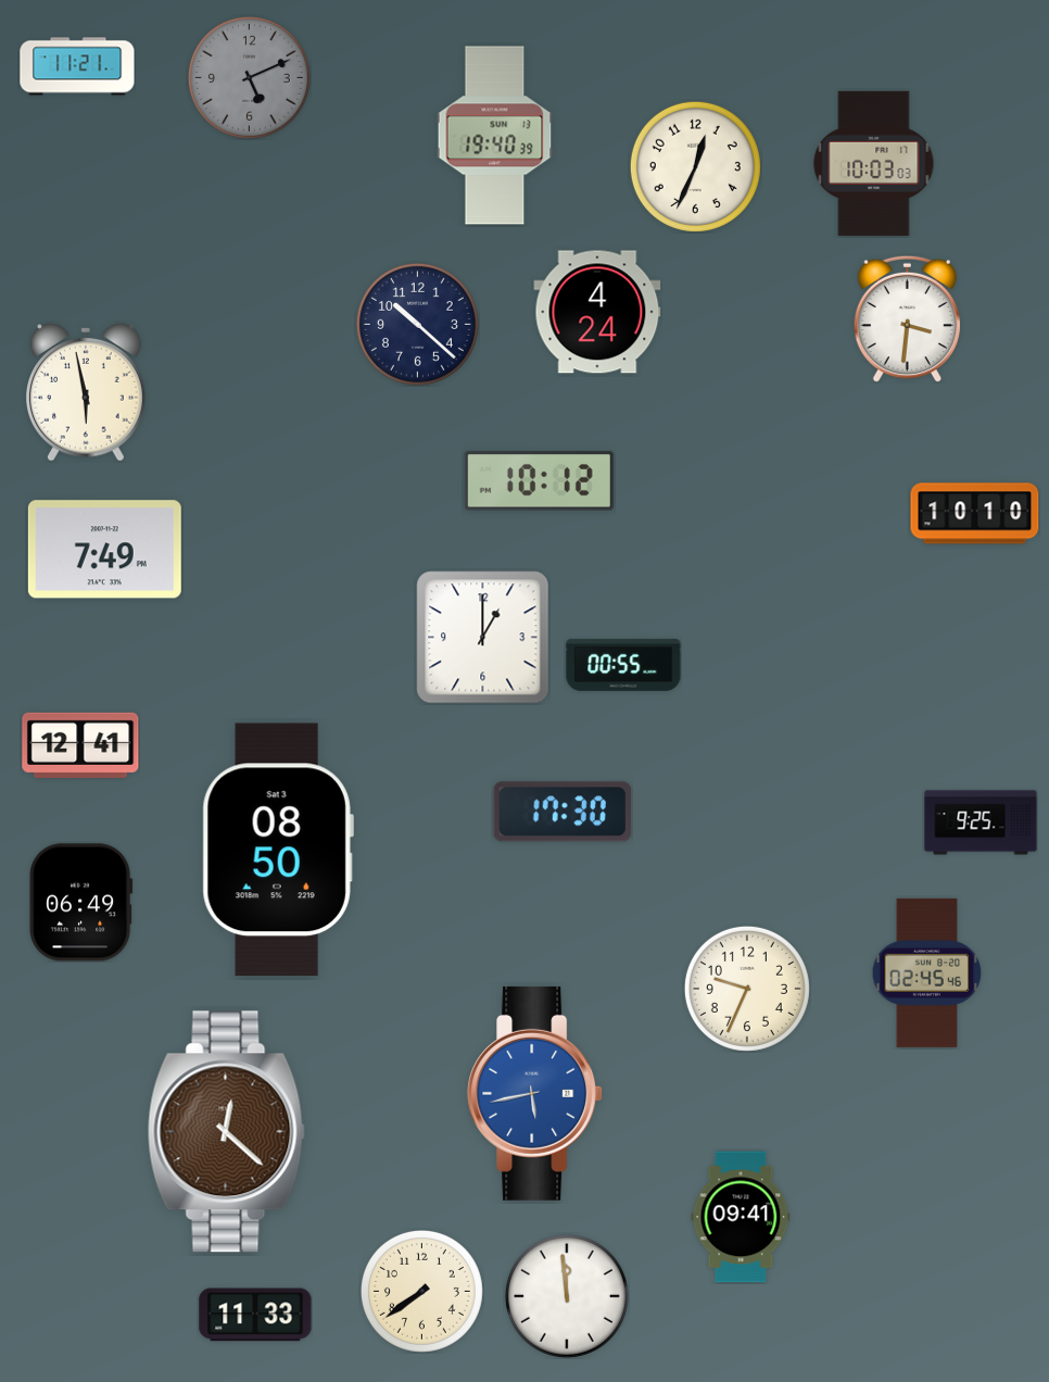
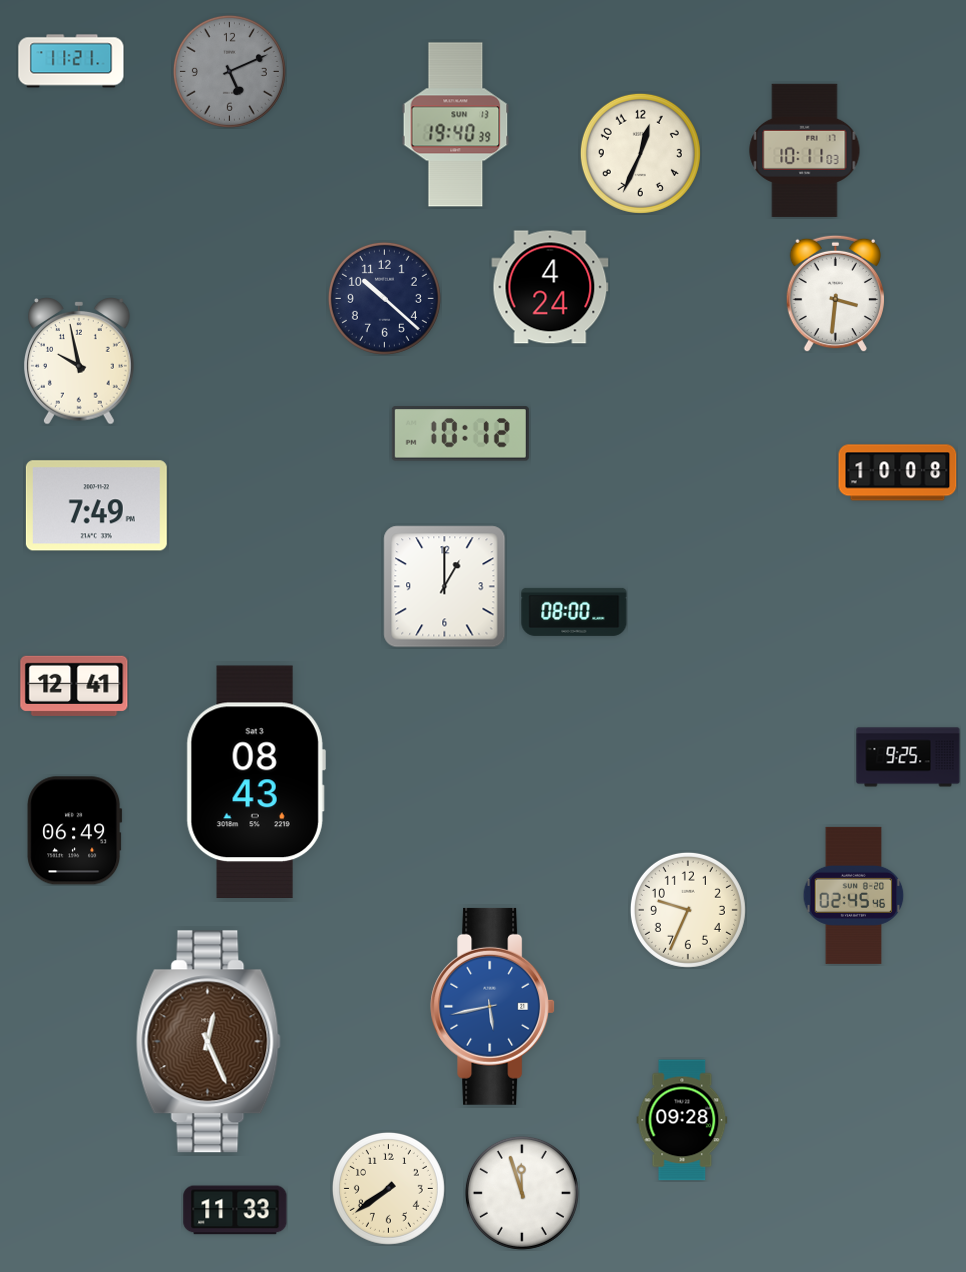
clock at (874, 163): 10:03 -> 10:11
clock at (87, 393): 5:58 -> 9:58
clock at (539, 481) position: (539, 481) -> (460, 434)
clock at (975, 514): 10:10 -> 10:08
clock at (623, 665): 00:55 -> 08:00
clock at (561, 812): 17:30 -> none
clock at (981, 822) position: (981, 822) -> (908, 757)
clock at (278, 850): 08:50 -> 08:43
clock at (226, 1132): 12:22 -> 12:26
clock at (741, 1217): 09:41 -> 09:28
clock at (567, 1296): 11:59 -> 11:57
